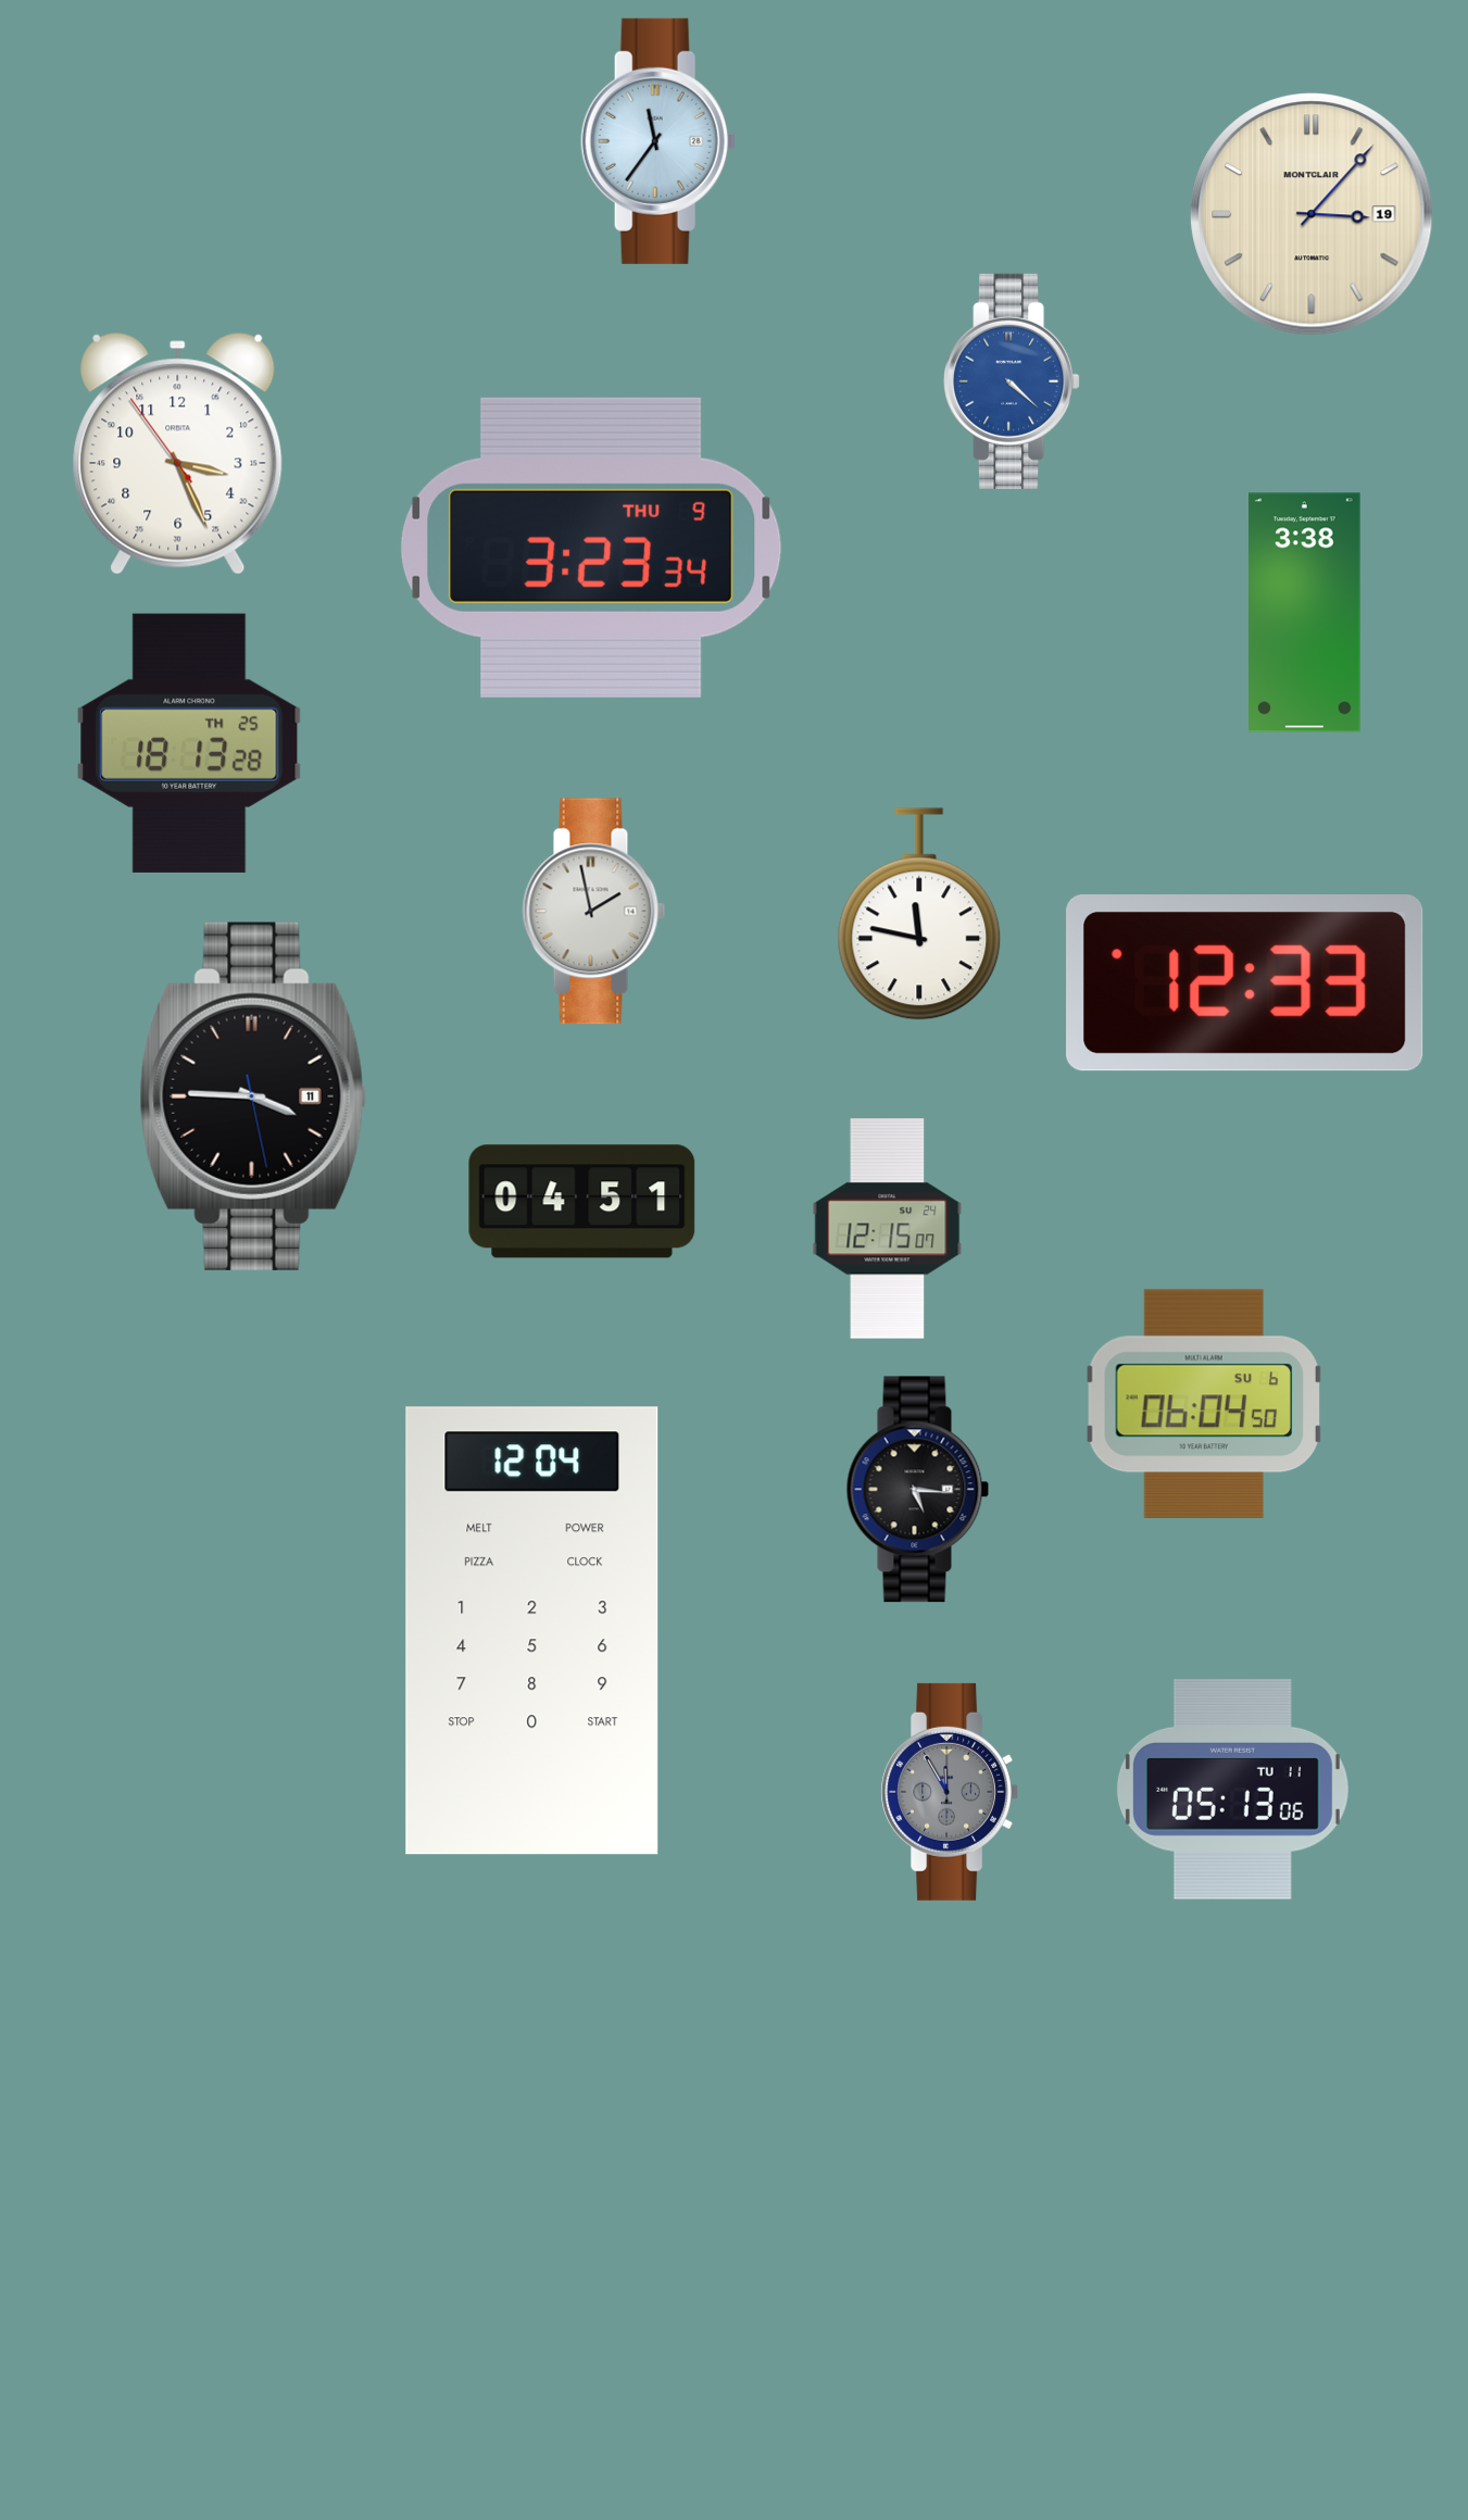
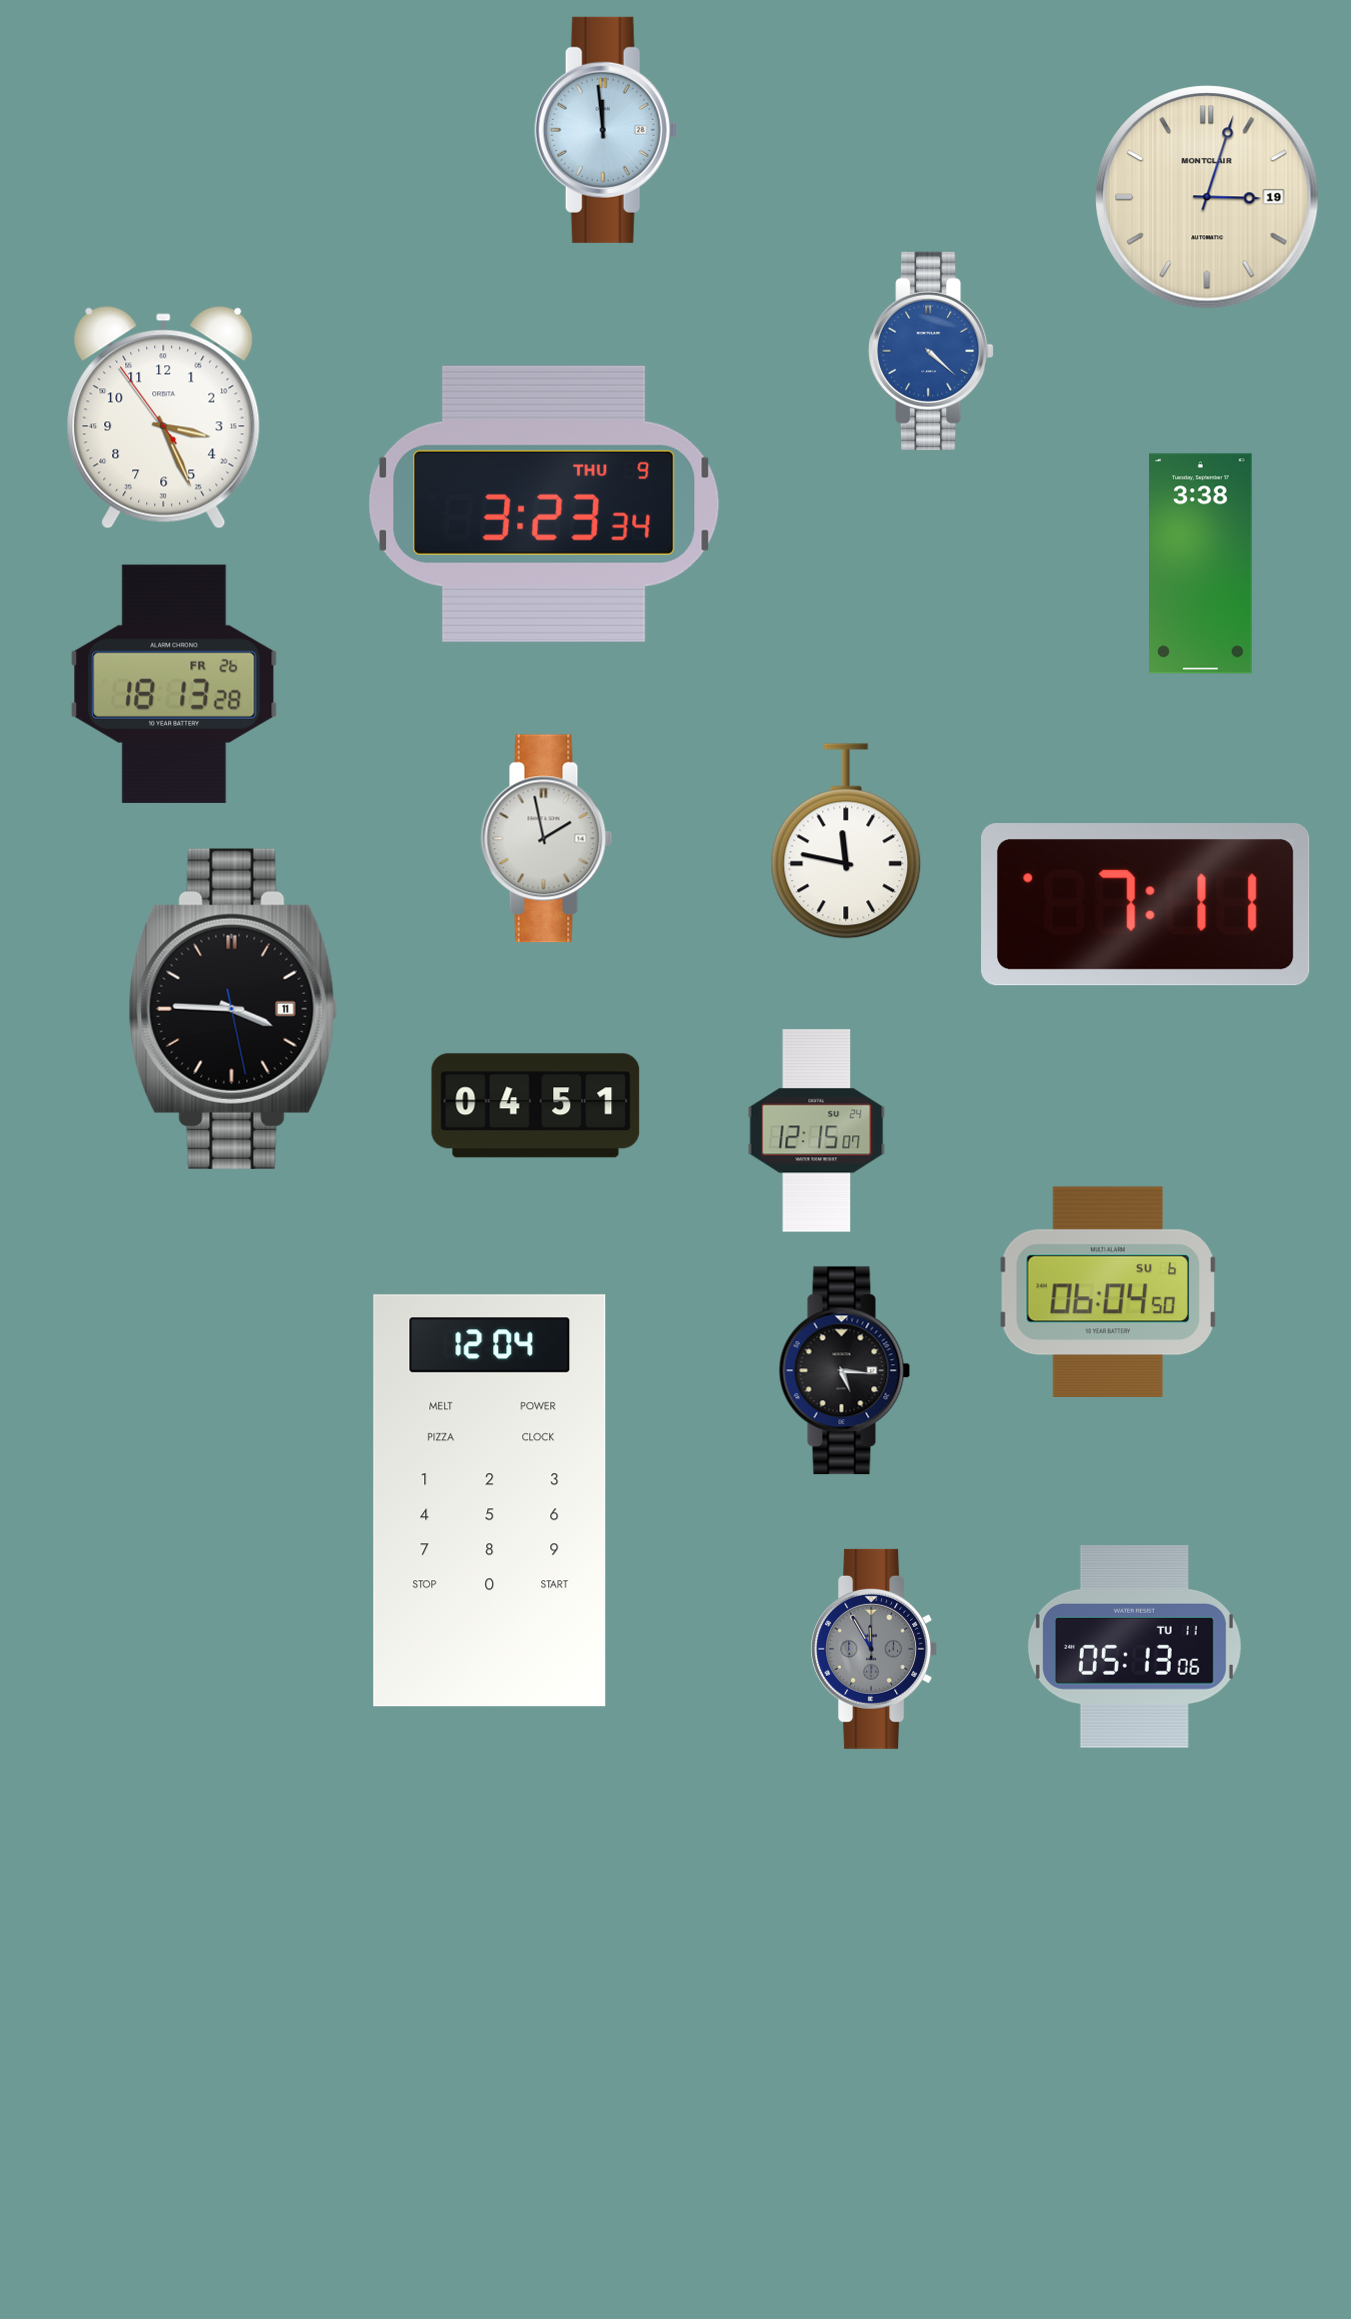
clock at (658, 141): 11:36 -> 11:59
clock at (1312, 214): 3:07 -> 3:03
clock at (189, 743) date: TH 25 -> FR 26
clock at (1245, 983): 12:33 -> 7:11
